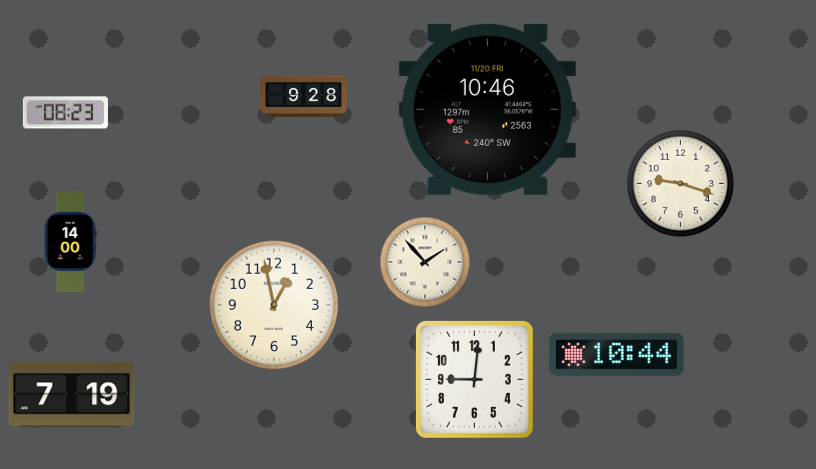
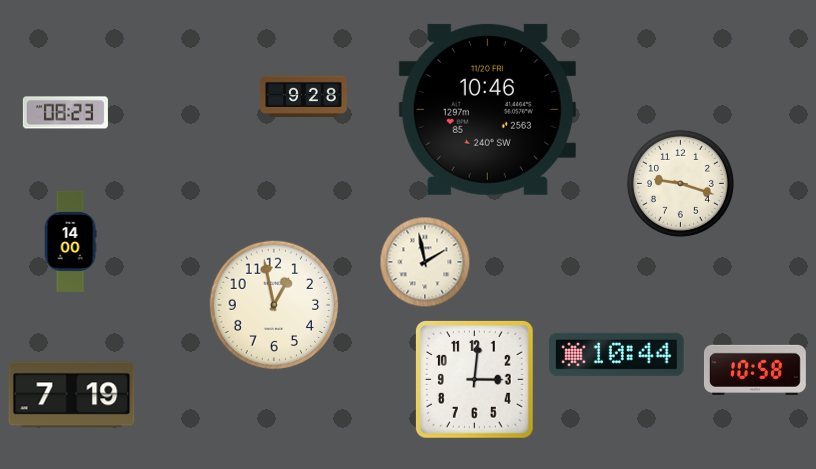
clock at (425, 262): 1:53 -> 1:58
clock at (755, 370): none -> 10:58
clock at (474, 379): 9:01 -> 3:01
